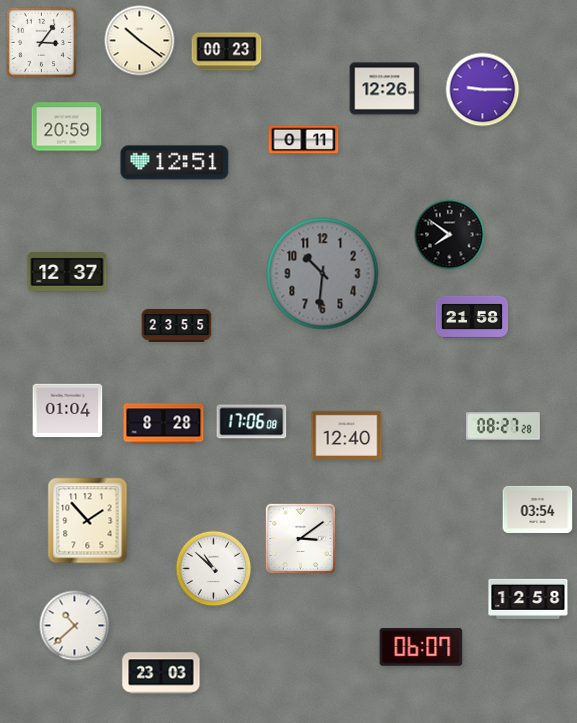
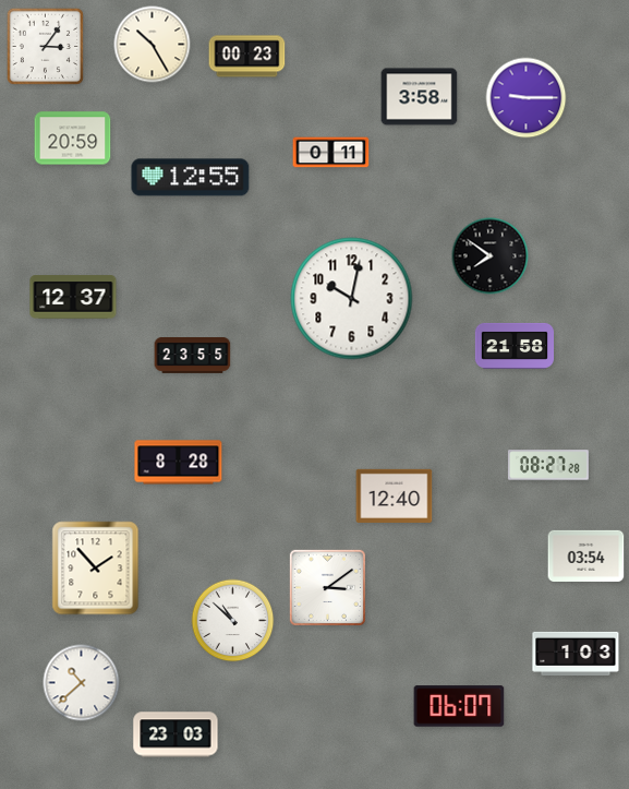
clock at (140, 41): 10:21 -> 10:25
clock at (385, 89): 12:26 -> 3:58
clock at (175, 163): 12:51 -> 12:55
clock at (323, 274): 10:31 -> 10:02
clock at (323, 274) dial: grey -> white
clock at (68, 411): 01:04 -> none
clock at (252, 422): 17:06 -> none
clock at (347, 435) position: (347, 435) -> (395, 495)
clock at (528, 599): 12:58 -> 1:03
